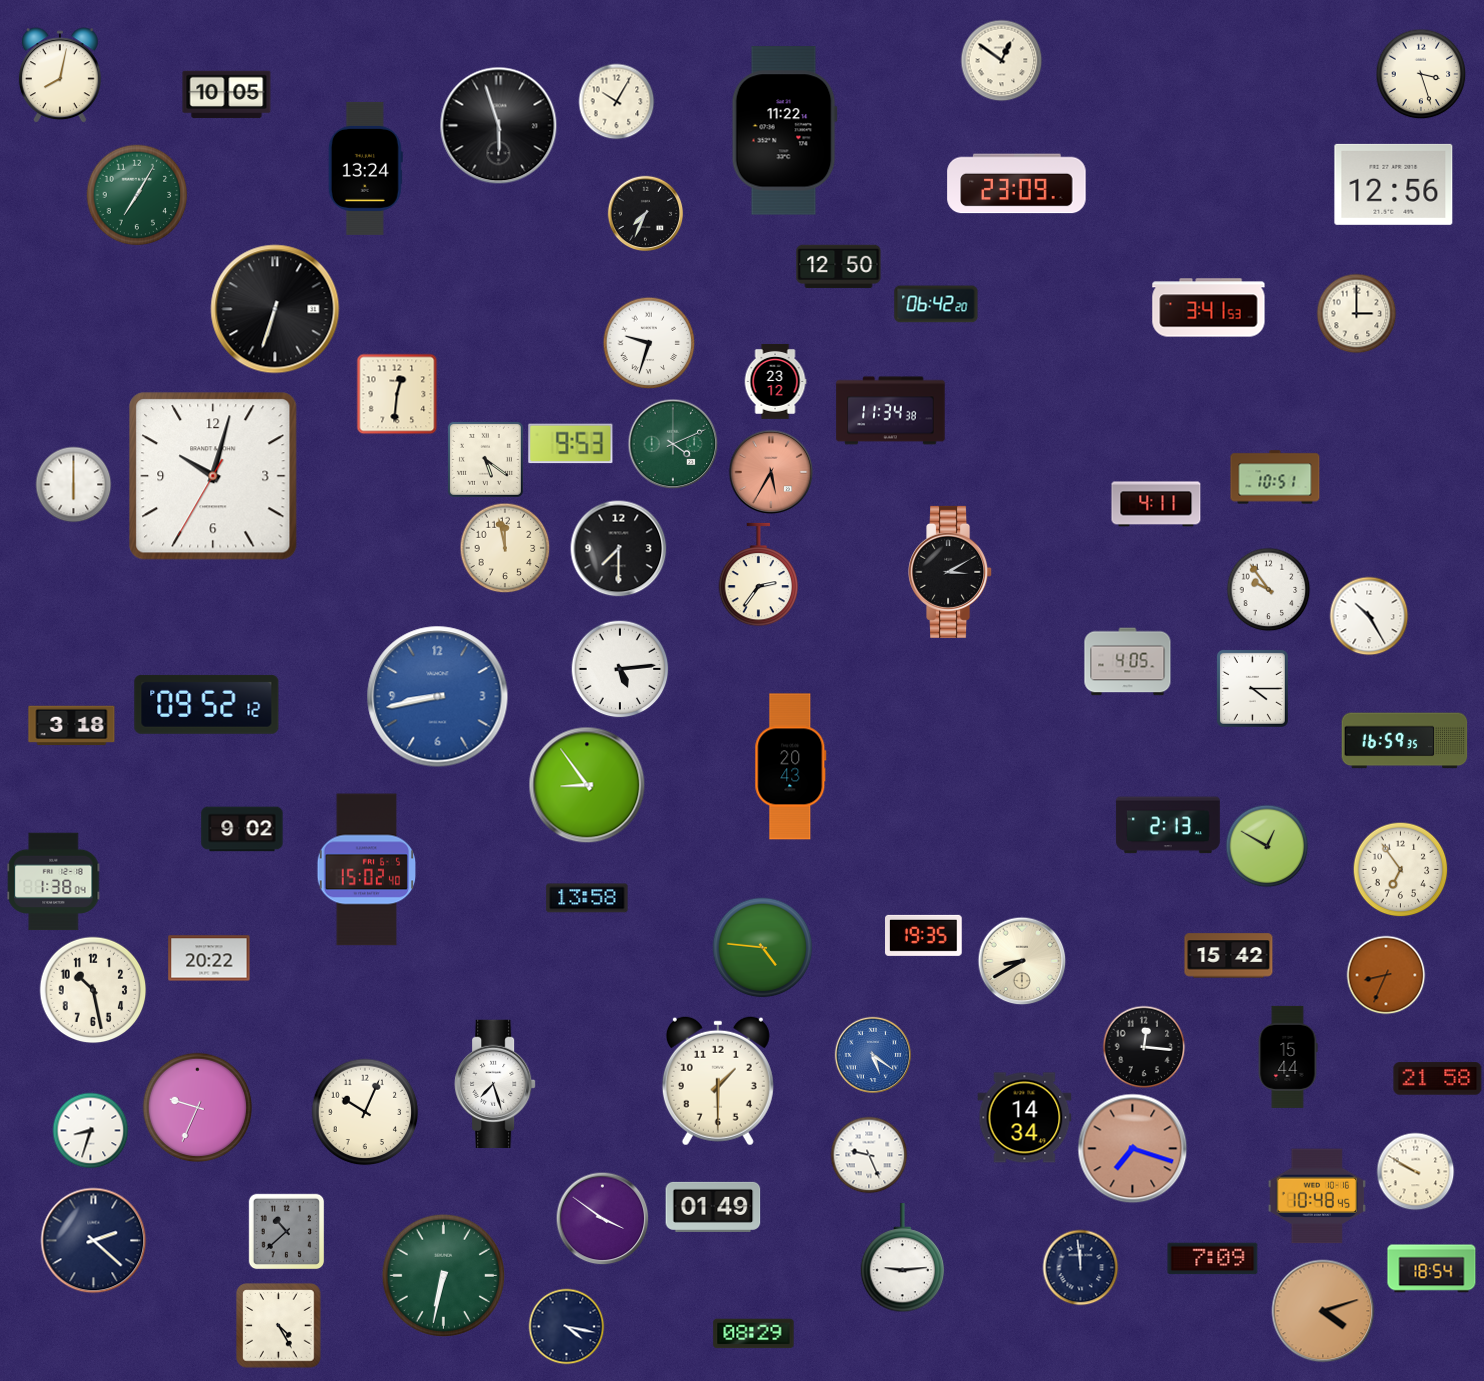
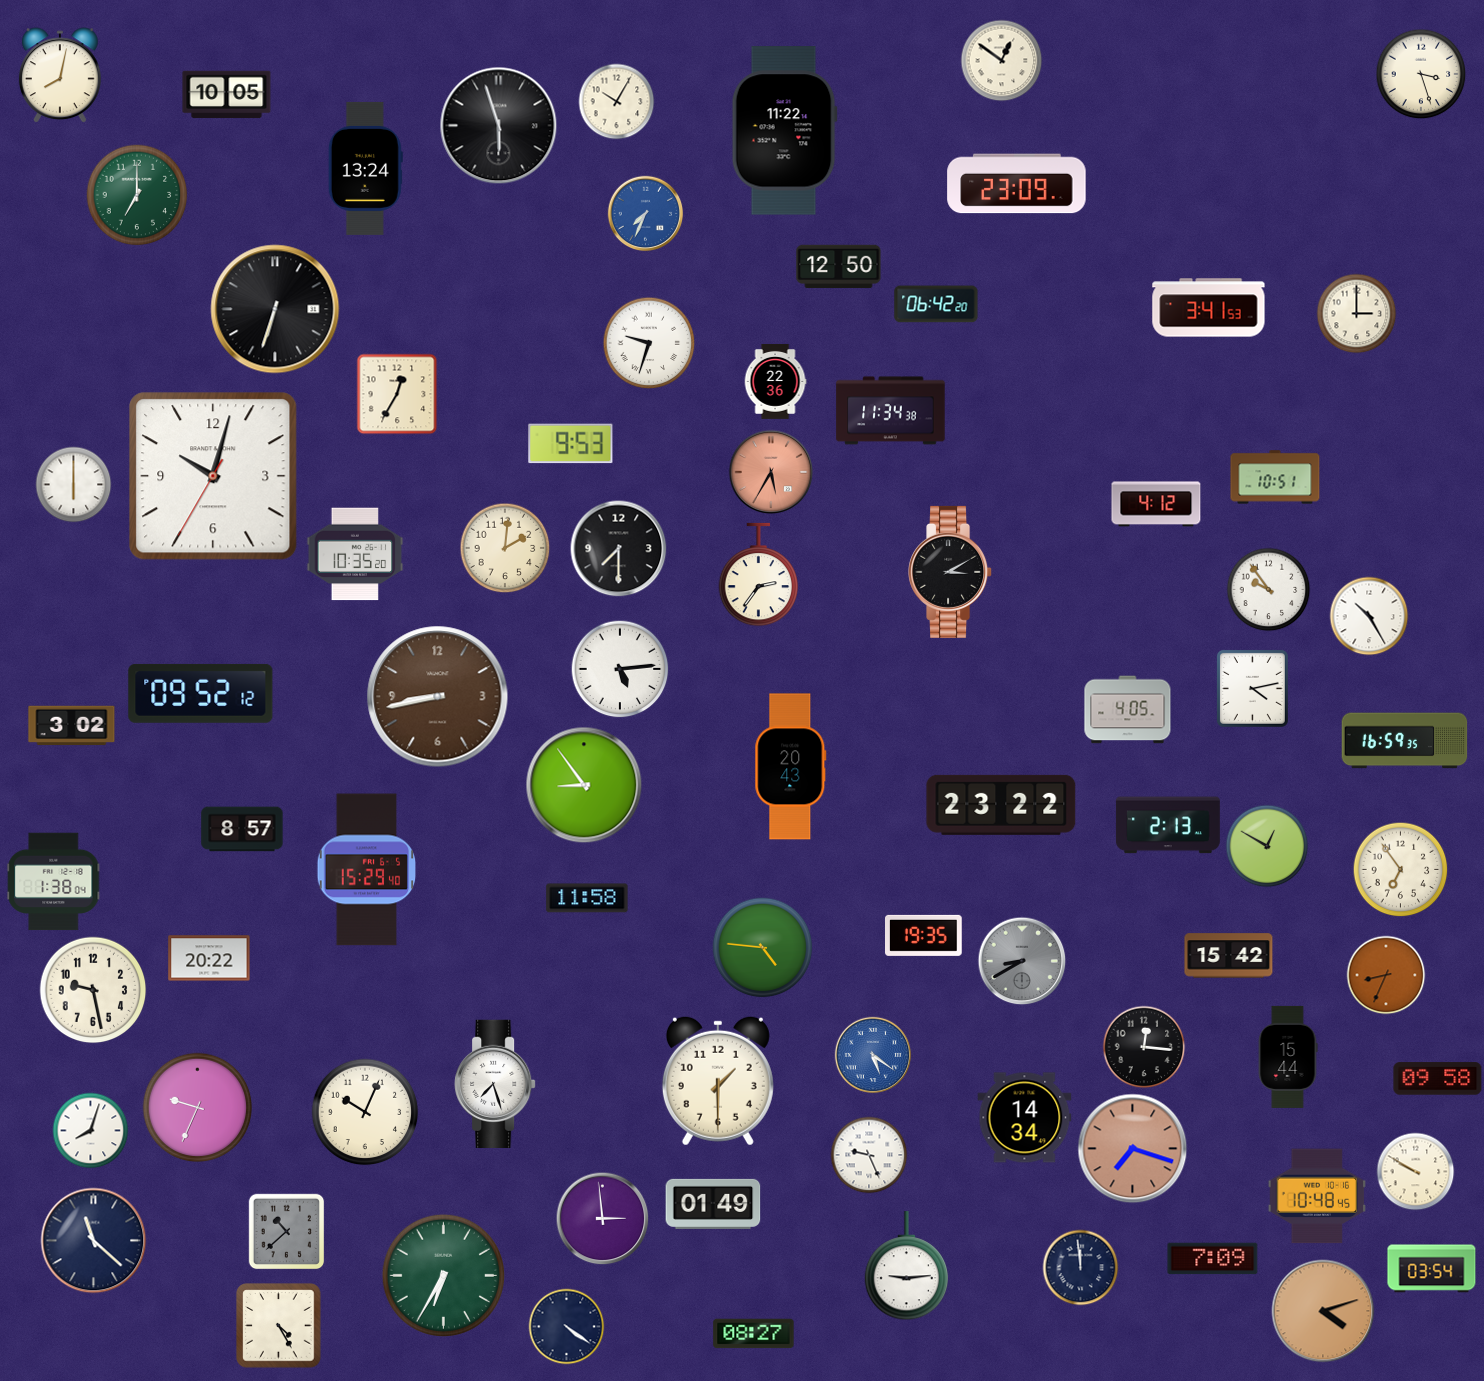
clock at (1394, 184): 12:56 -> none
clock at (137, 195): 7:05 -> 7:00
clock at (646, 214) dial: black -> blue
clock at (775, 382): 23:12 -> 22:36
clock at (397, 394): 12:31 -> 12:35
clock at (673, 444): 4:11 -> none
clock at (485, 459): 5:21 -> none
clock at (1156, 504): 4:11 -> 4:12
clock at (505, 548): 11:58 -> 2:01
clock at (355, 554): none -> 10:35
clock at (1128, 662) position: (1128, 662) -> (1128, 710)
clock at (1252, 688): 4:15 -> 4:13
clock at (438, 697) dial: blue -> brown
clock at (207, 704) position: (207, 704) -> (201, 693)
clock at (72, 726): 3:18 -> 3:02
clock at (587, 785) position: (587, 785) -> (584, 785)
clock at (1001, 805): none -> 23:22
clock at (242, 829): 9:02 -> 8:57
clock at (367, 870): 15:02 -> 15:29
clock at (587, 898): 13:58 -> 11:58
clock at (1022, 961) dial: cream -> grey
clock at (93, 990): 10:28 -> 9:28
clock at (1438, 1079): 21:58 -> 09:58
clock at (91, 1131): 8:33 -> 8:03
clock at (713, 1207) position: (713, 1207) -> (713, 1204)
clock at (603, 1219): 3:51 -> 2:59
clock at (94, 1241): 2:22 -> 11:22
clock at (902, 1258) position: (902, 1258) -> (906, 1266)
clock at (1432, 1269): 18:54 -> 03:54
clock at (443, 1275): 6:32 -> 6:35
clock at (567, 1327): 4:17 -> 4:21
clock at (754, 1334): 08:29 -> 08:27
